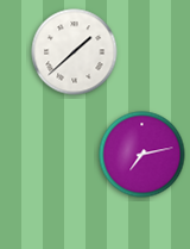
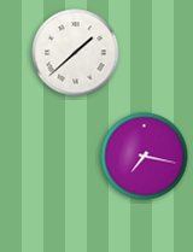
clock at (142, 155): 7:13 -> 7:17
